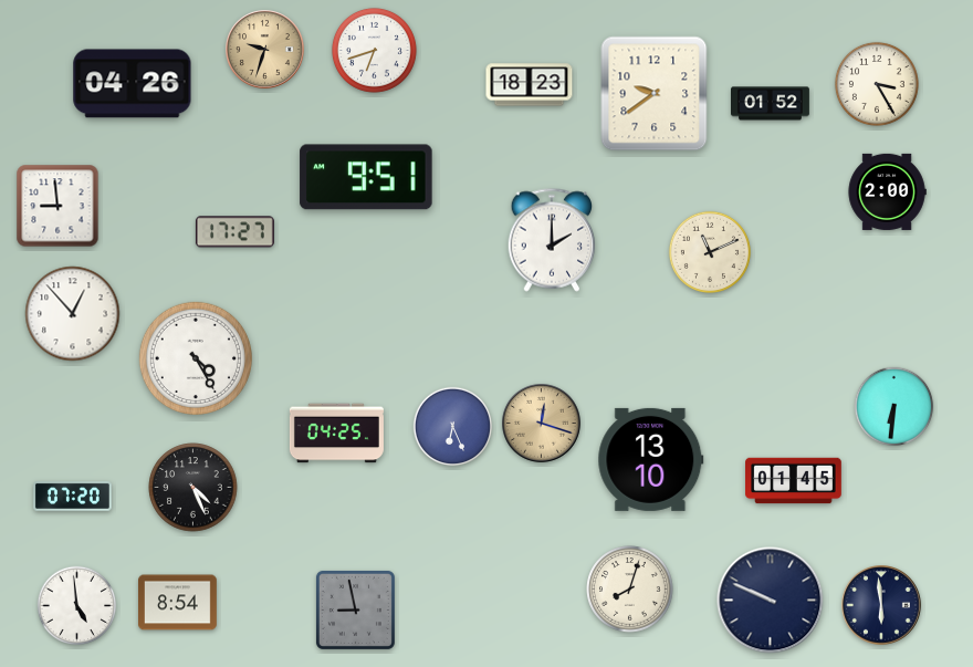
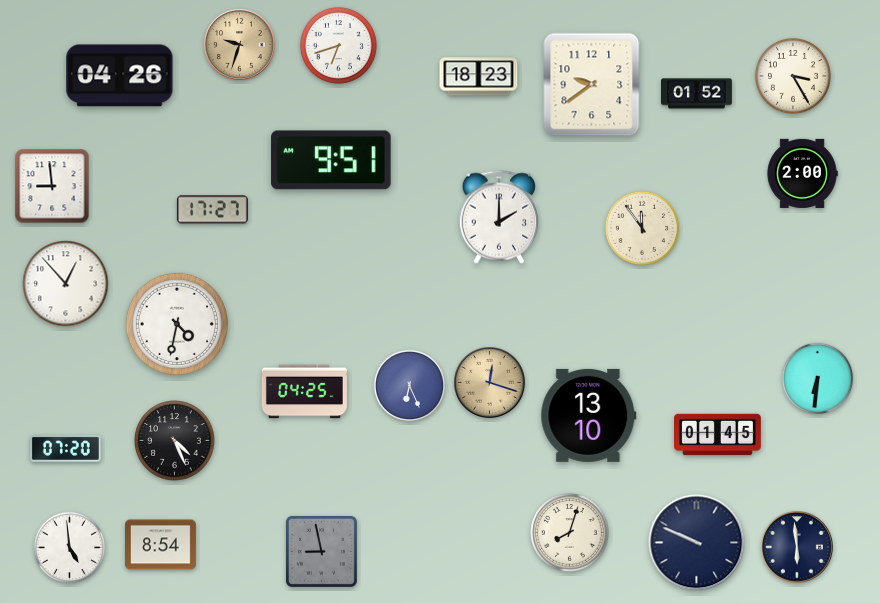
clock at (710, 252): 11:11 -> 11:54
clock at (196, 358): 4:25 -> 4:32
clock at (894, 407) position: (894, 407) -> (818, 379)
